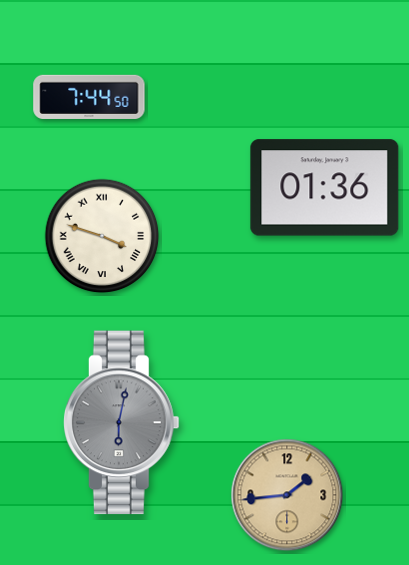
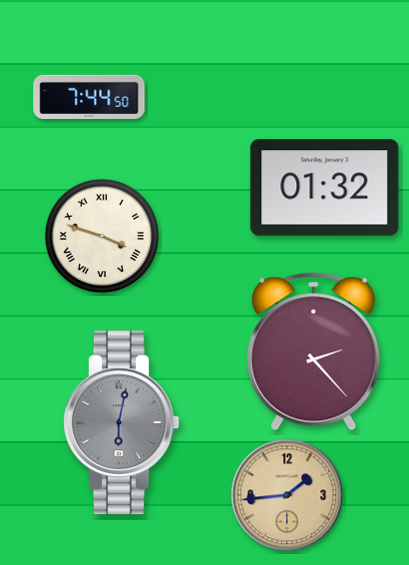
clock at (325, 188): 01:36 -> 01:32
clock at (314, 352): none -> 2:23
